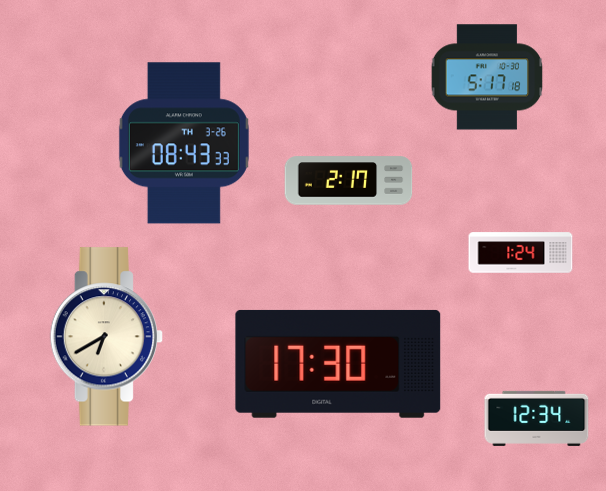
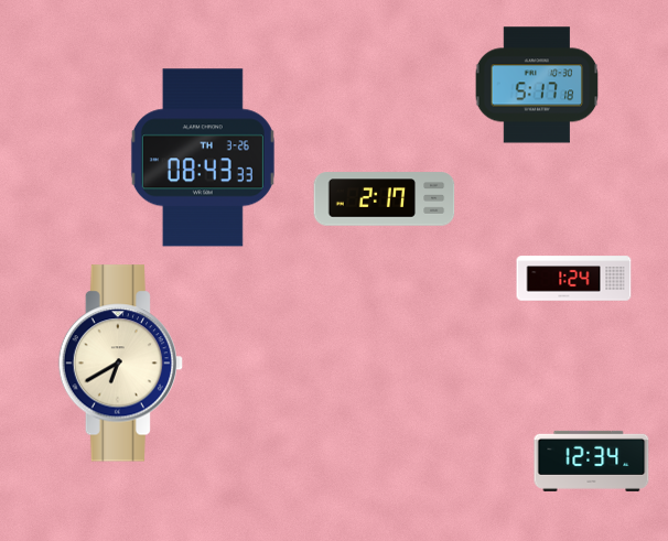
clock at (107, 337) position: (107, 337) -> (121, 364)
clock at (338, 364): 17:30 -> none
